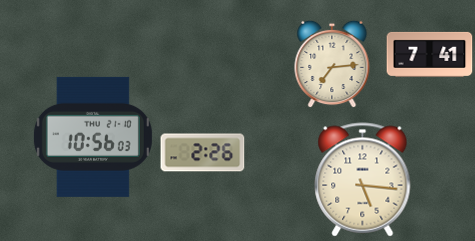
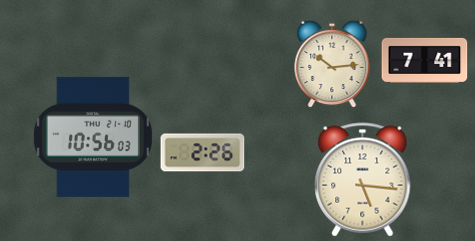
clock at (430, 54) position: (430, 54) -> (425, 60)
clock at (332, 64): 7:14 -> 10:14
